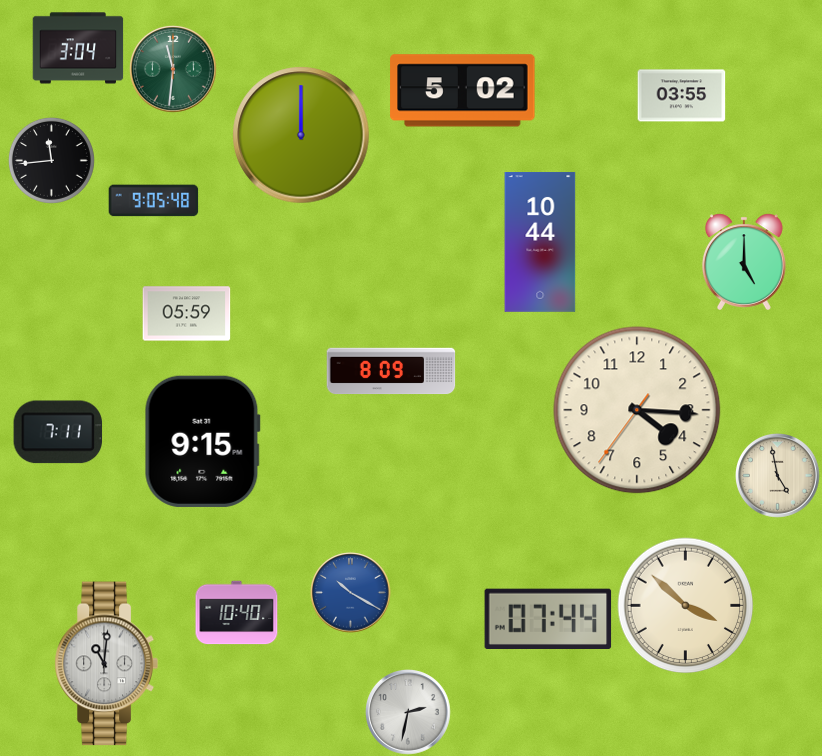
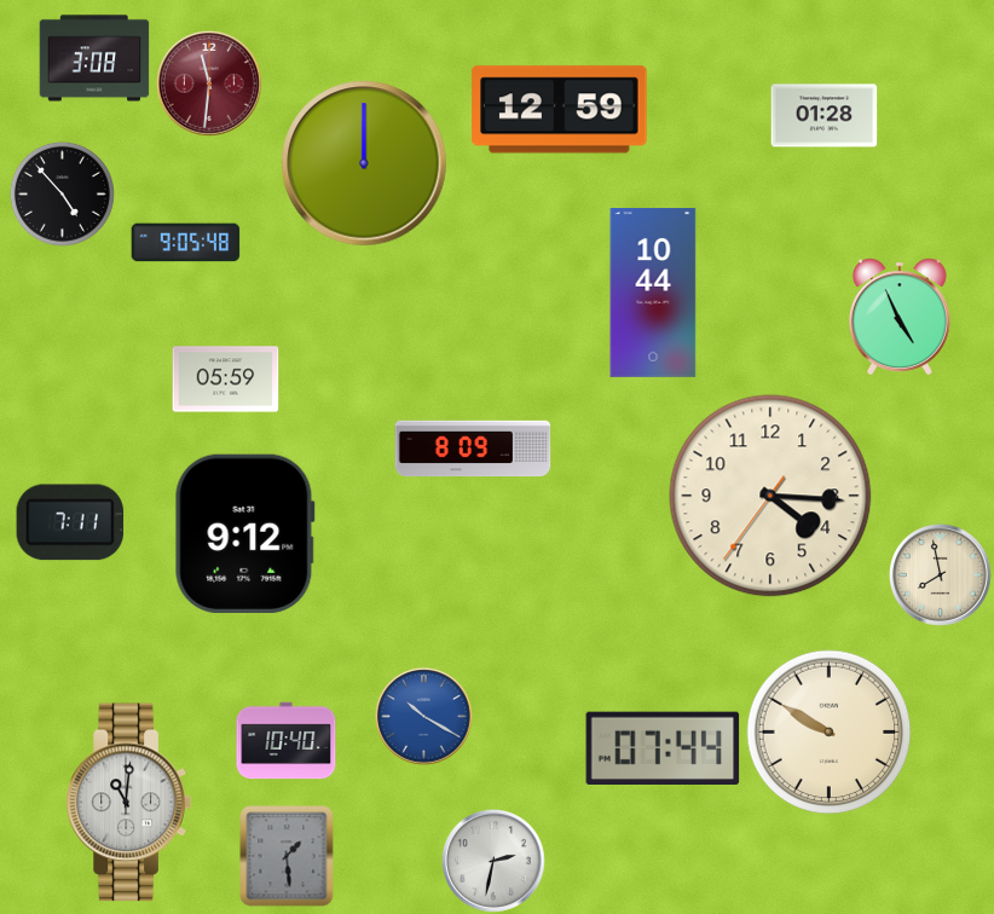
clock at (78, 48): 3:04 -> 3:08
clock at (173, 69) dial: green -> burgundy
clock at (463, 91): 5:02 -> 12:59
clock at (682, 96): 03:55 -> 01:28
clock at (51, 160): 11:44 -> 4:53
clock at (744, 262): 5:00 -> 4:56
clock at (202, 441): 9:15 -> 9:12
clock at (778, 476): 4:58 -> 7:58
clock at (686, 606): 3:52 -> 9:50
clock at (287, 856): none -> 1:29
